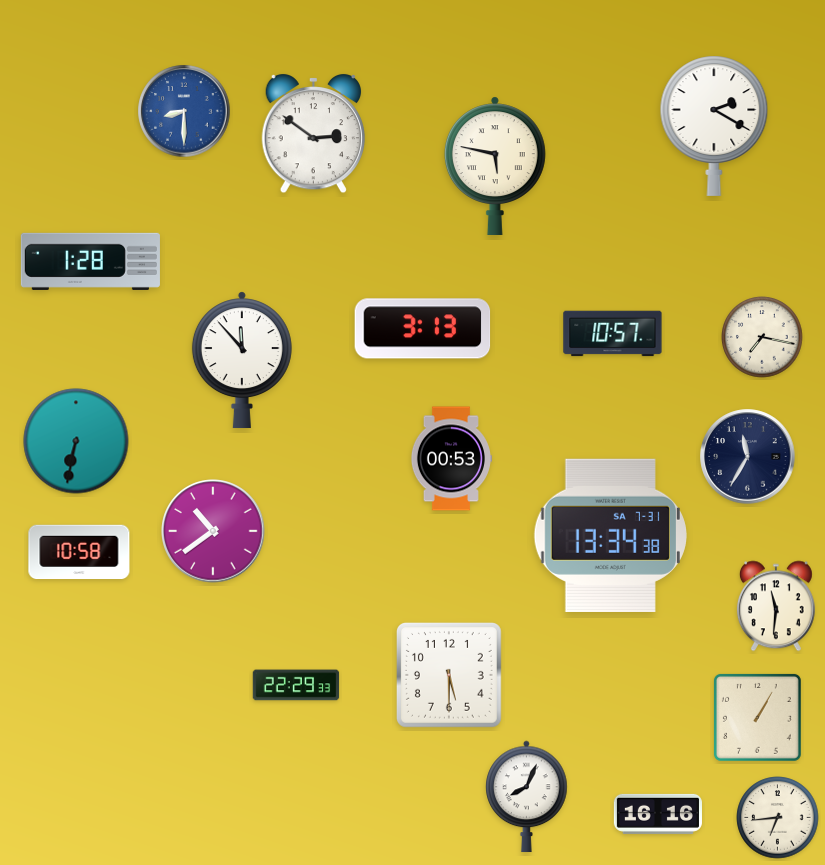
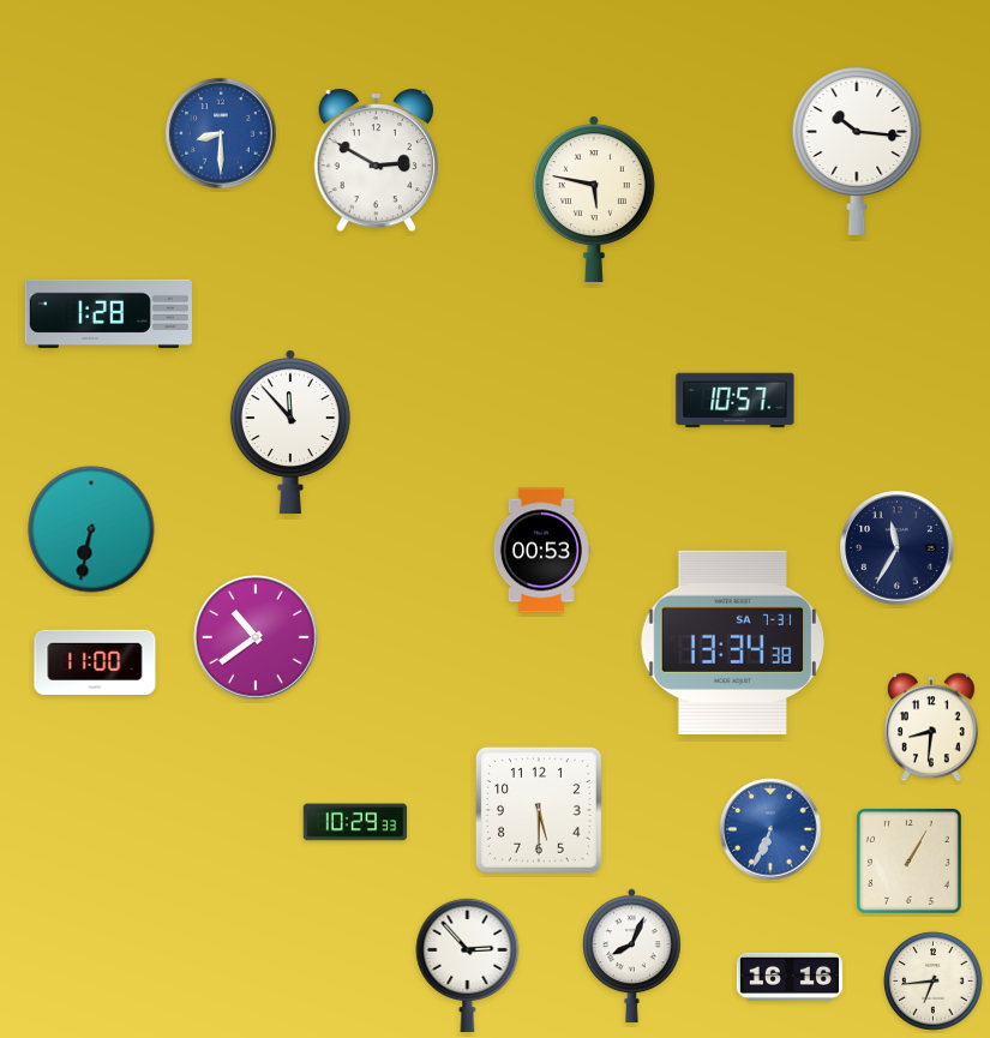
clock at (714, 126): 2:20 -> 10:16
clock at (313, 134): 2:51 -> 2:50
clock at (423, 329): 3:13 -> none
clock at (762, 337): 7:17 -> none
clock at (79, 552): 10:58 -> 11:00
clock at (776, 606): 11:31 -> 8:31
clock at (296, 685): 22:29 -> 10:29
clock at (770, 829): none -> 6:34
clock at (468, 965): none -> 2:53
